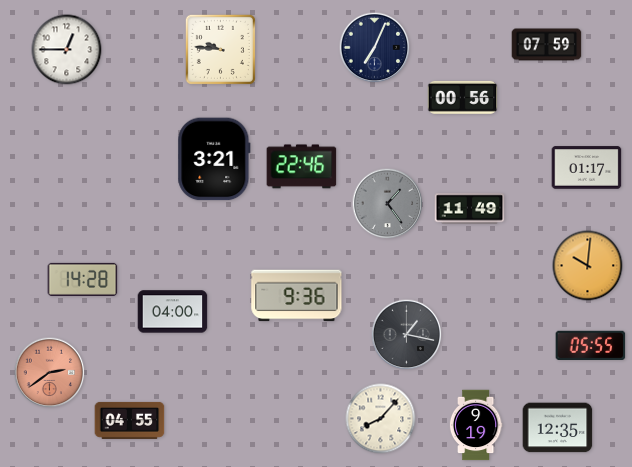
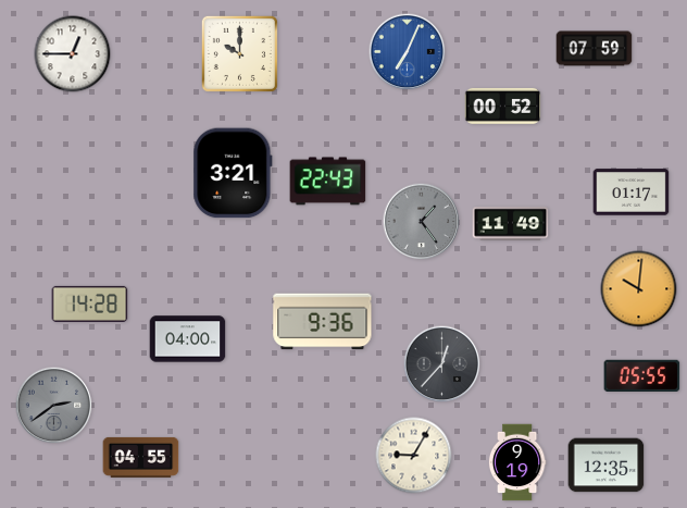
clock at (375, 48) dial: navy -> blue
clock at (220, 49): 9:46 -> 10:00
clock at (463, 97): 00:56 -> 00:52
clock at (302, 167): 22:46 -> 22:43
clock at (587, 168) position: (587, 168) -> (632, 193)
clock at (470, 209) position: (470, 209) -> (511, 224)
clock at (407, 335): 1:17 -> 12:37
clock at (50, 373) dial: salmon -> grey
clock at (381, 419): 8:07 -> 9:05
